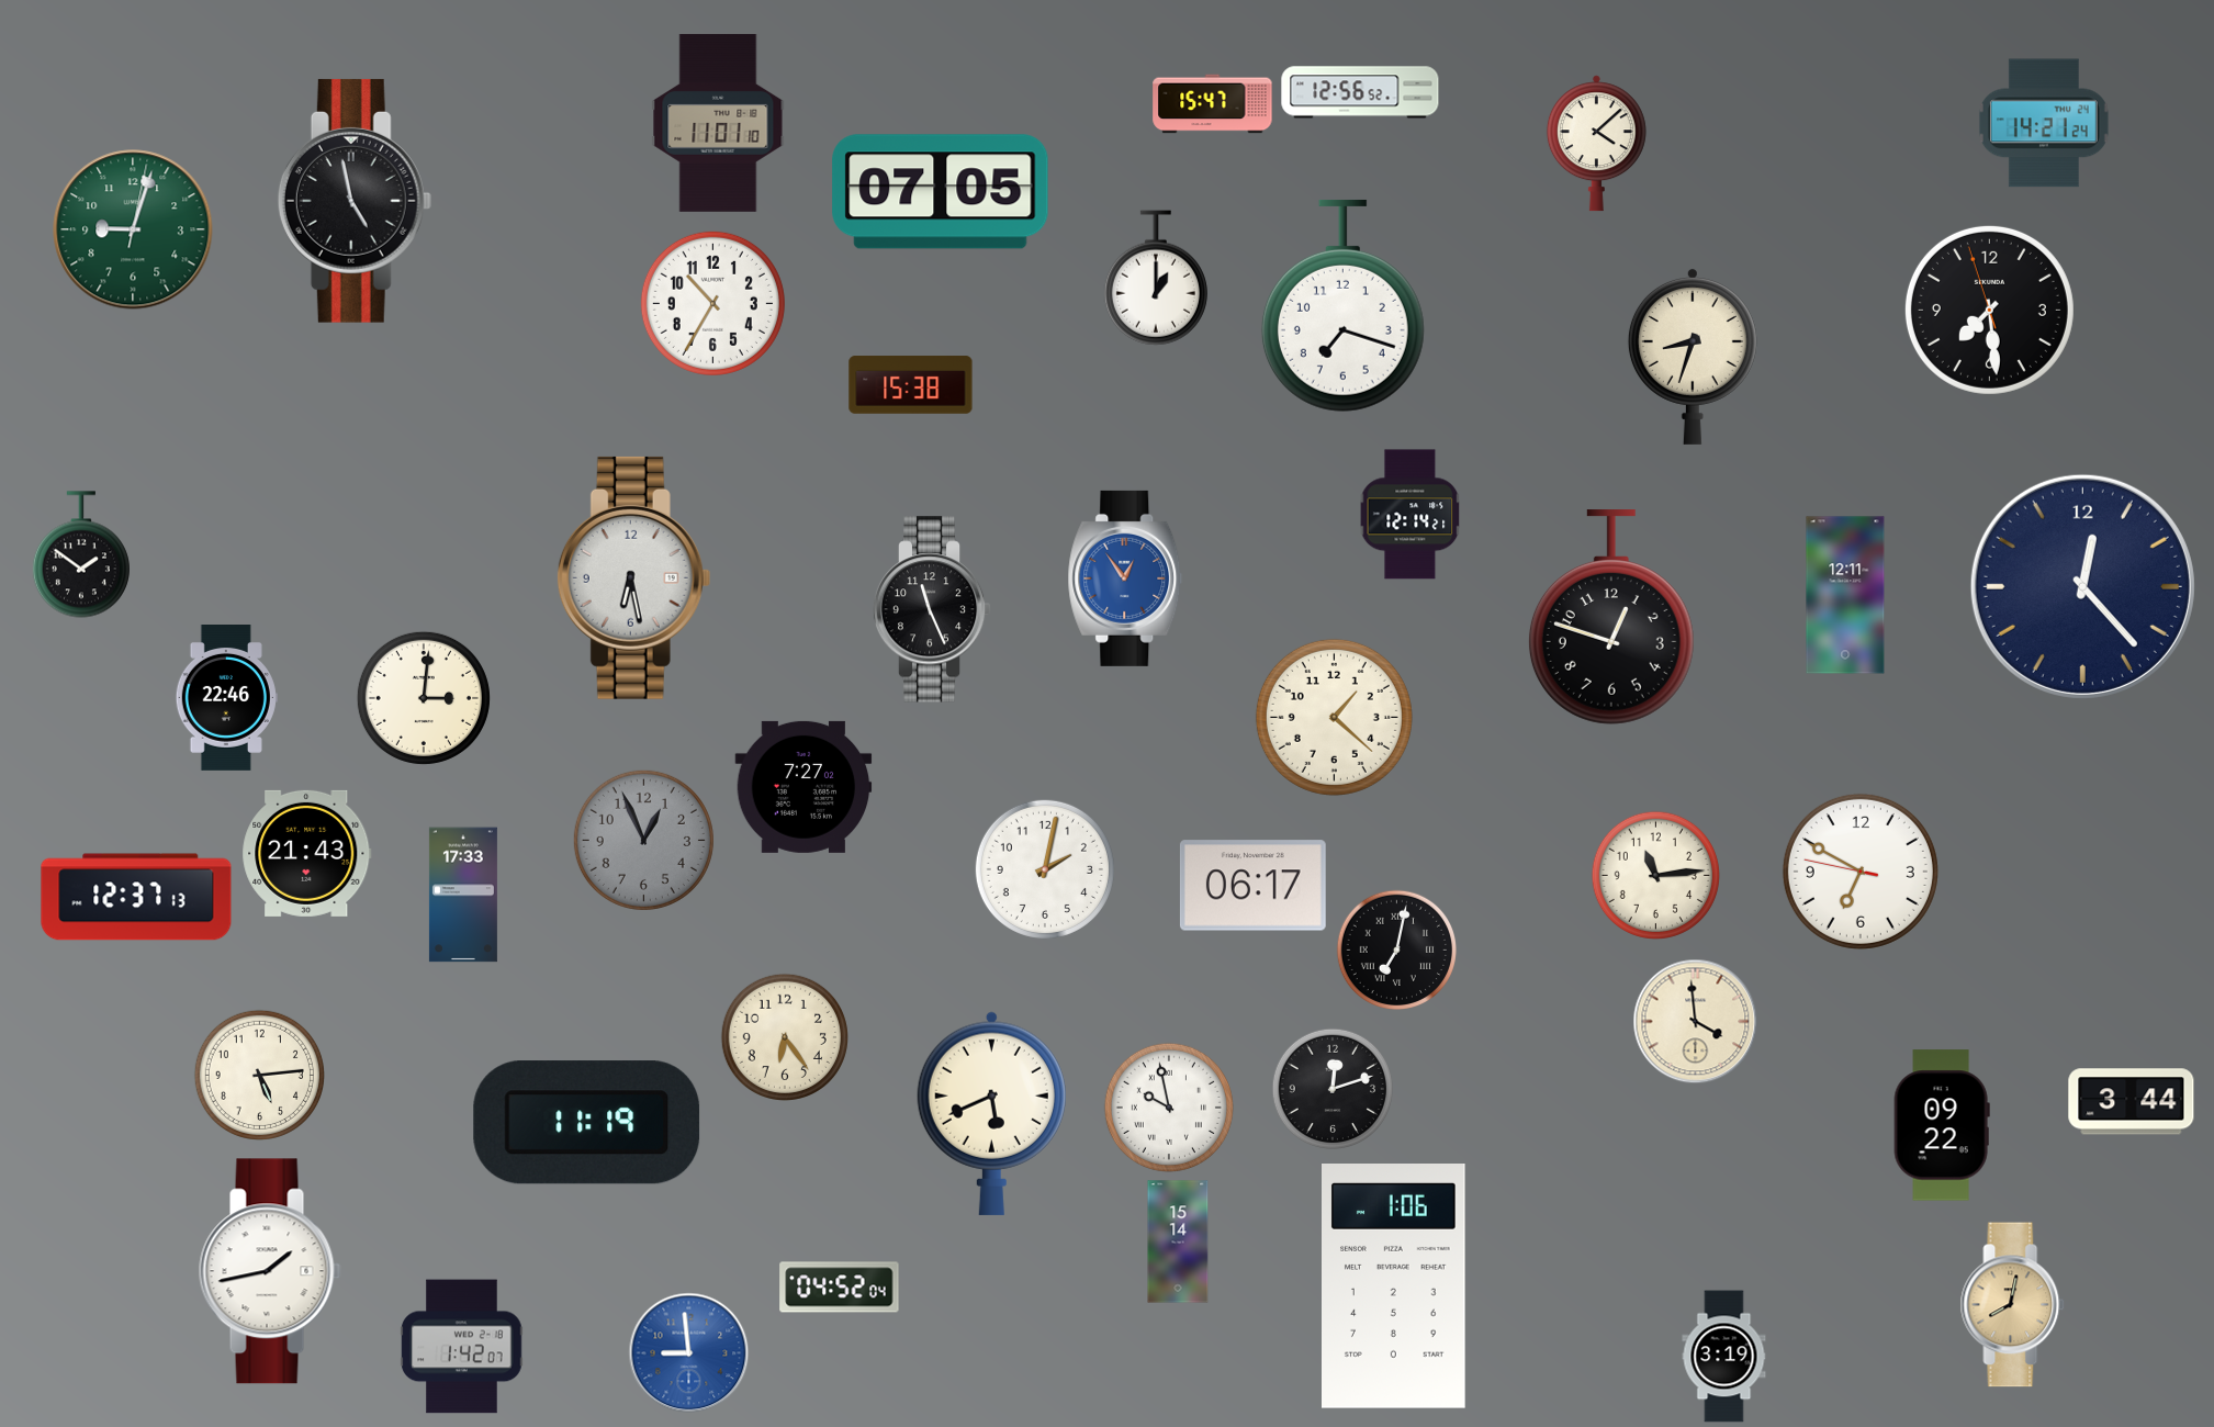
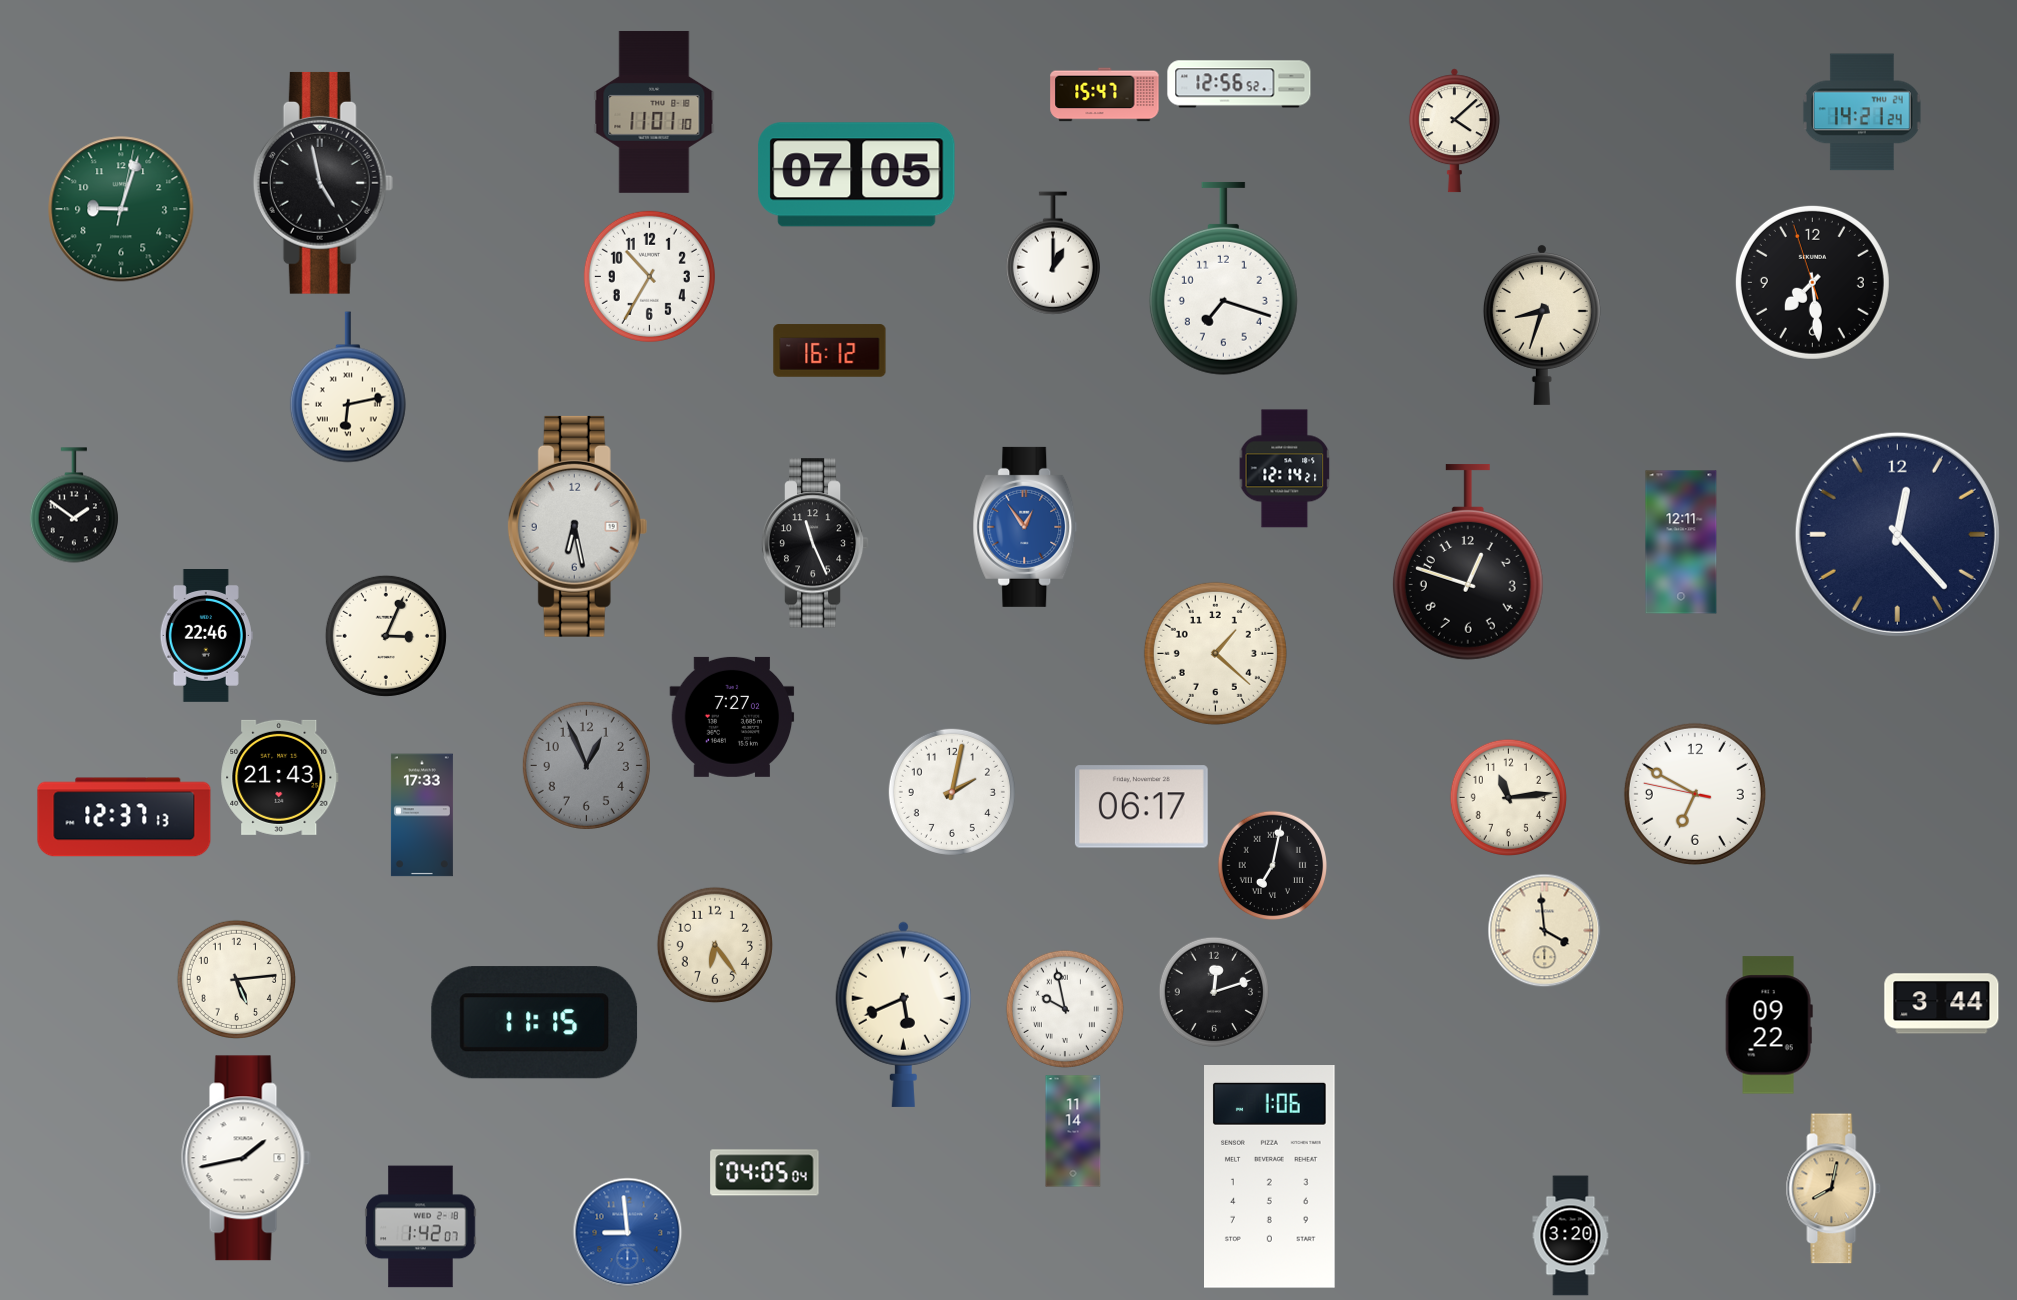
clock at (911, 385): 15:38 -> 16:12
clock at (348, 387): none -> 6:13
clock at (932, 609) position: (932, 609) -> (815, 543)
clock at (424, 698): 3:01 -> 3:04
clock at (587, 1123): 11:19 -> 11:15
clock at (1178, 1241): 15:14 -> 11:14
clock at (1394, 1286) position: (1394, 1286) -> (1270, 1177)
clock at (840, 1288): 04:52 -> 04:05
clock at (1724, 1357): 3:19 -> 3:20
